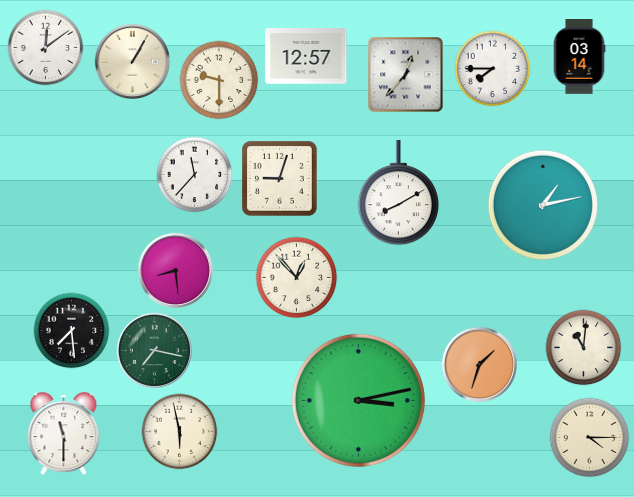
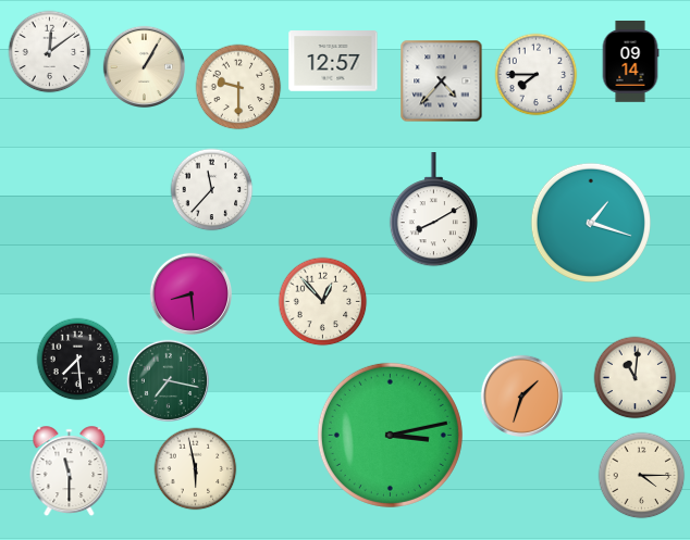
clock at (579, 57): 03:14 -> 09:14
clock at (406, 75): 12:37 -> 4:37
clock at (280, 179): 9:03 -> none
clock at (542, 204): 1:13 -> 1:18
